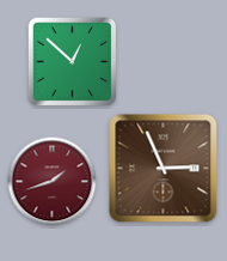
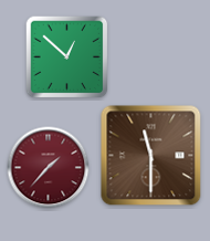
clock at (164, 169): 2:56 -> 11:30
clock at (53, 182): 1:42 -> 1:37
